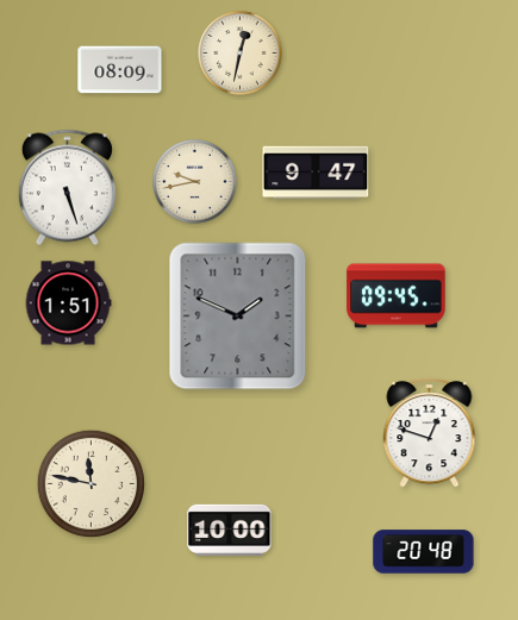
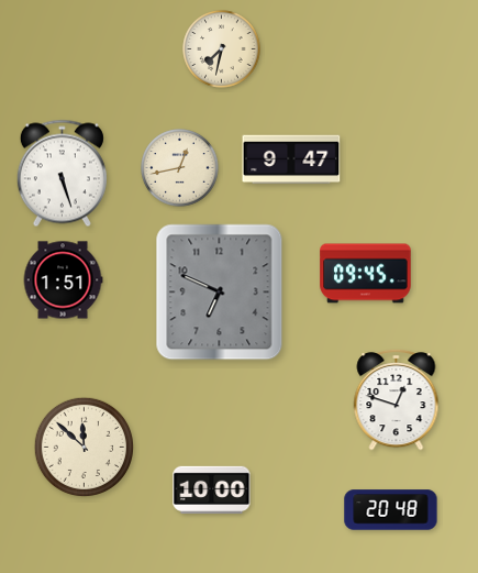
clock at (241, 54): 12:32 -> 7:32
clock at (120, 70): 08:09 -> none
clock at (195, 182): 9:43 -> 12:43
clock at (238, 317): 1:49 -> 6:49
clock at (91, 483): 11:47 -> 11:52
